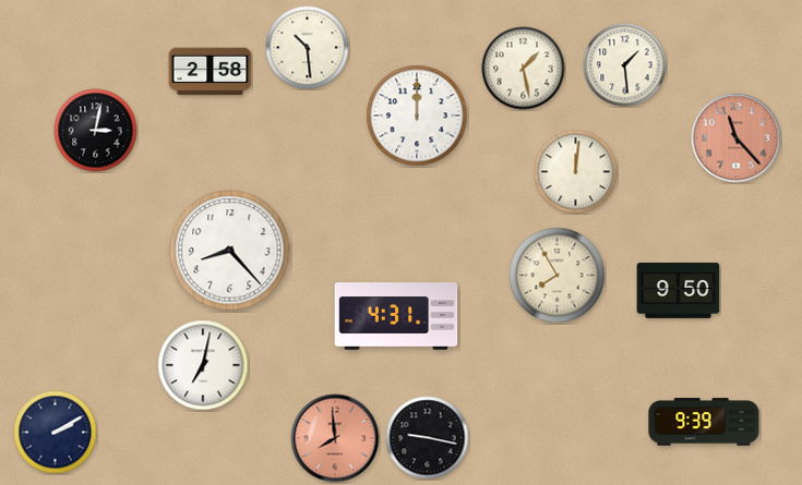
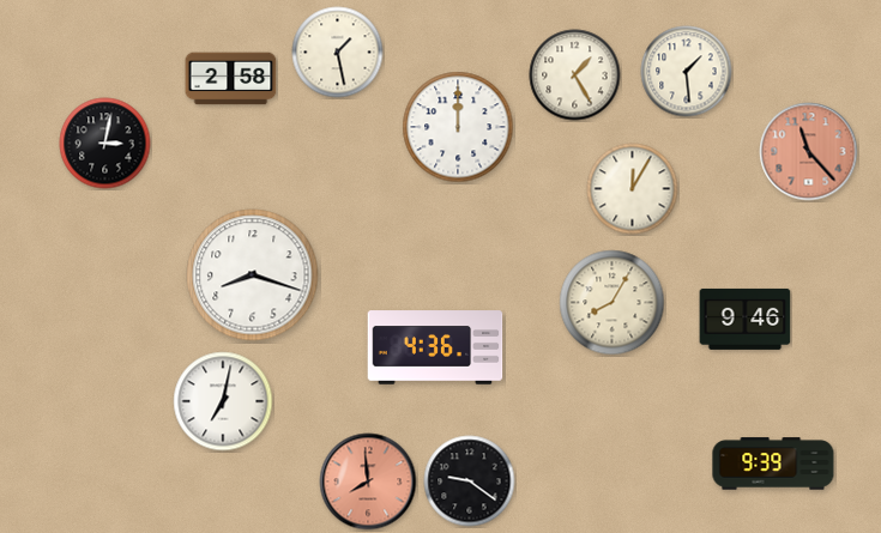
clock at (308, 48): 10:29 -> 1:28
clock at (524, 69): 1:28 -> 1:25
clock at (576, 172): 12:01 -> 12:05
clock at (230, 251): 8:23 -> 8:18
clock at (558, 276): 7:55 -> 8:05
clock at (679, 290): 9:50 -> 9:46
clock at (396, 316): 4:31 -> 4:36
clock at (56, 433): 2:10 -> none
clock at (428, 438): 9:17 -> 9:21
